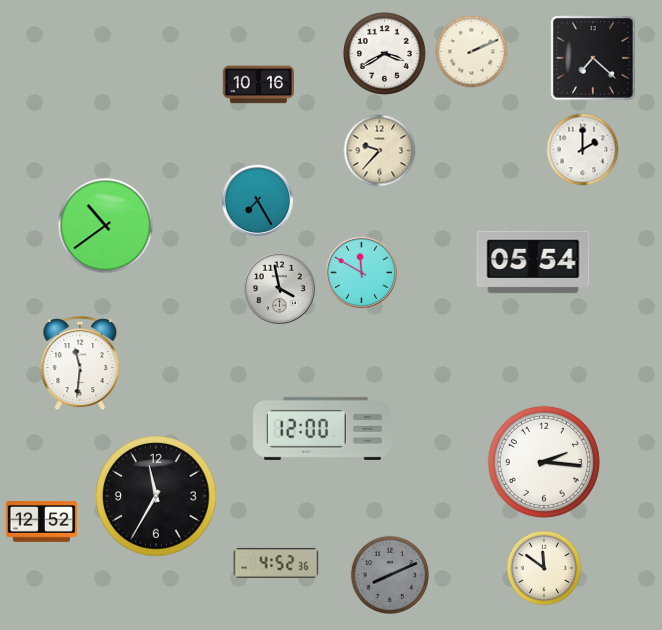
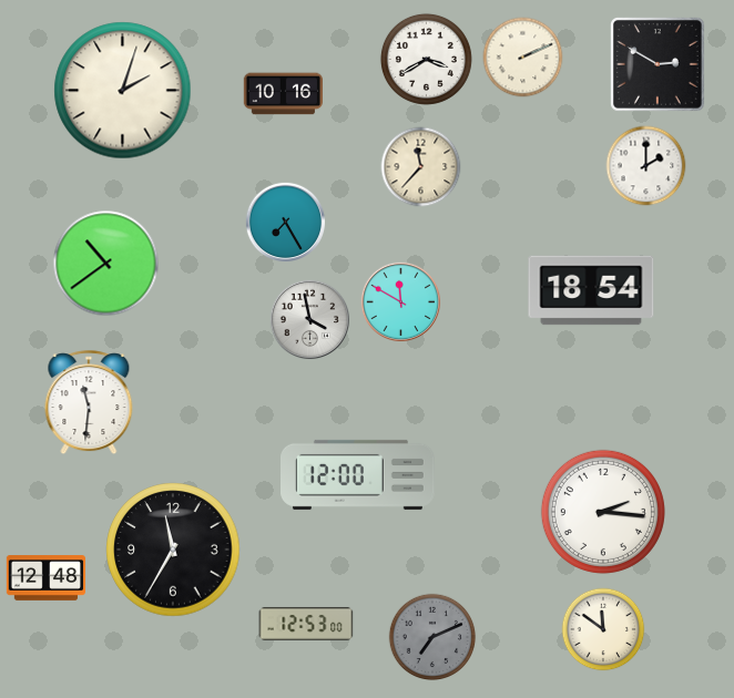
clock at (594, 59): 7:22 -> 2:50
clock at (123, 91): none -> 2:03
clock at (258, 85) position: (258, 85) -> (283, 94)
clock at (380, 151): 9:37 -> 11:37
clock at (106, 226) position: (106, 226) -> (106, 264)
clock at (533, 262): 05:54 -> 18:54
clock at (41, 522): 12:52 -> 12:48
clock at (276, 563): 4:52 -> 12:53
clock at (390, 575): 8:11 -> 7:11
